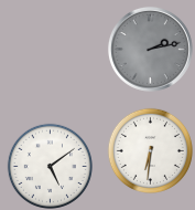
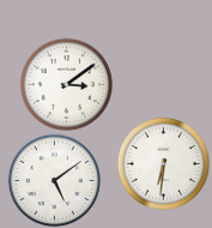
clock at (150, 49): 2:13 -> none
clock at (66, 84): none -> 3:09
